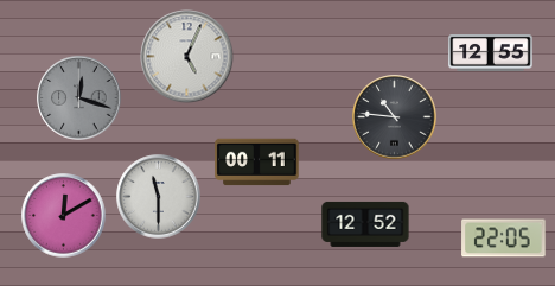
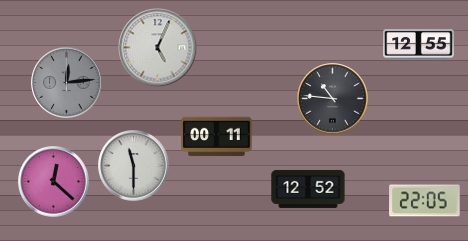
clock at (491, 53) position: (491, 53) -> (419, 45)
clock at (79, 98): 12:18 -> 12:14
clock at (64, 216): 12:10 -> 12:22
